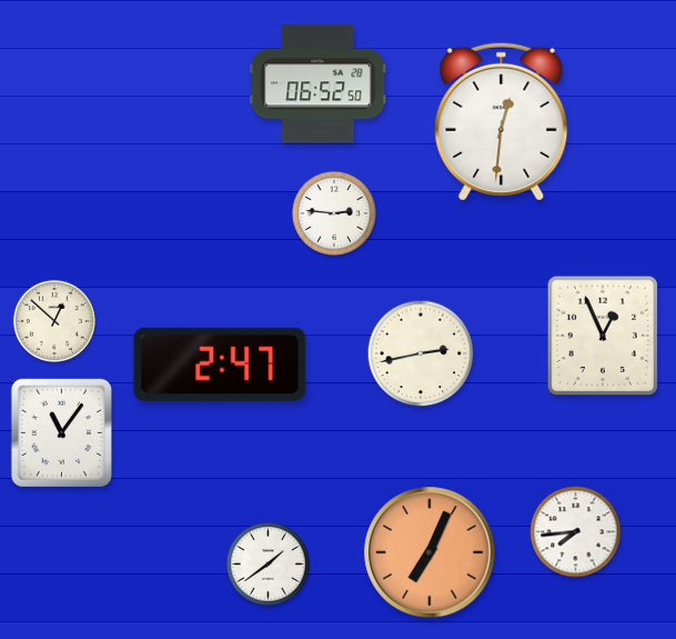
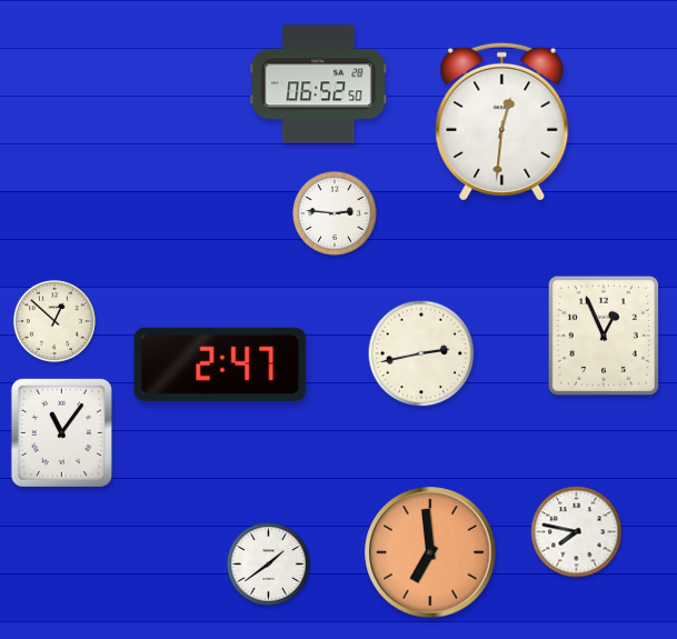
clock at (576, 532): 7:44 -> 7:47
clock at (430, 552): 7:04 -> 6:59
